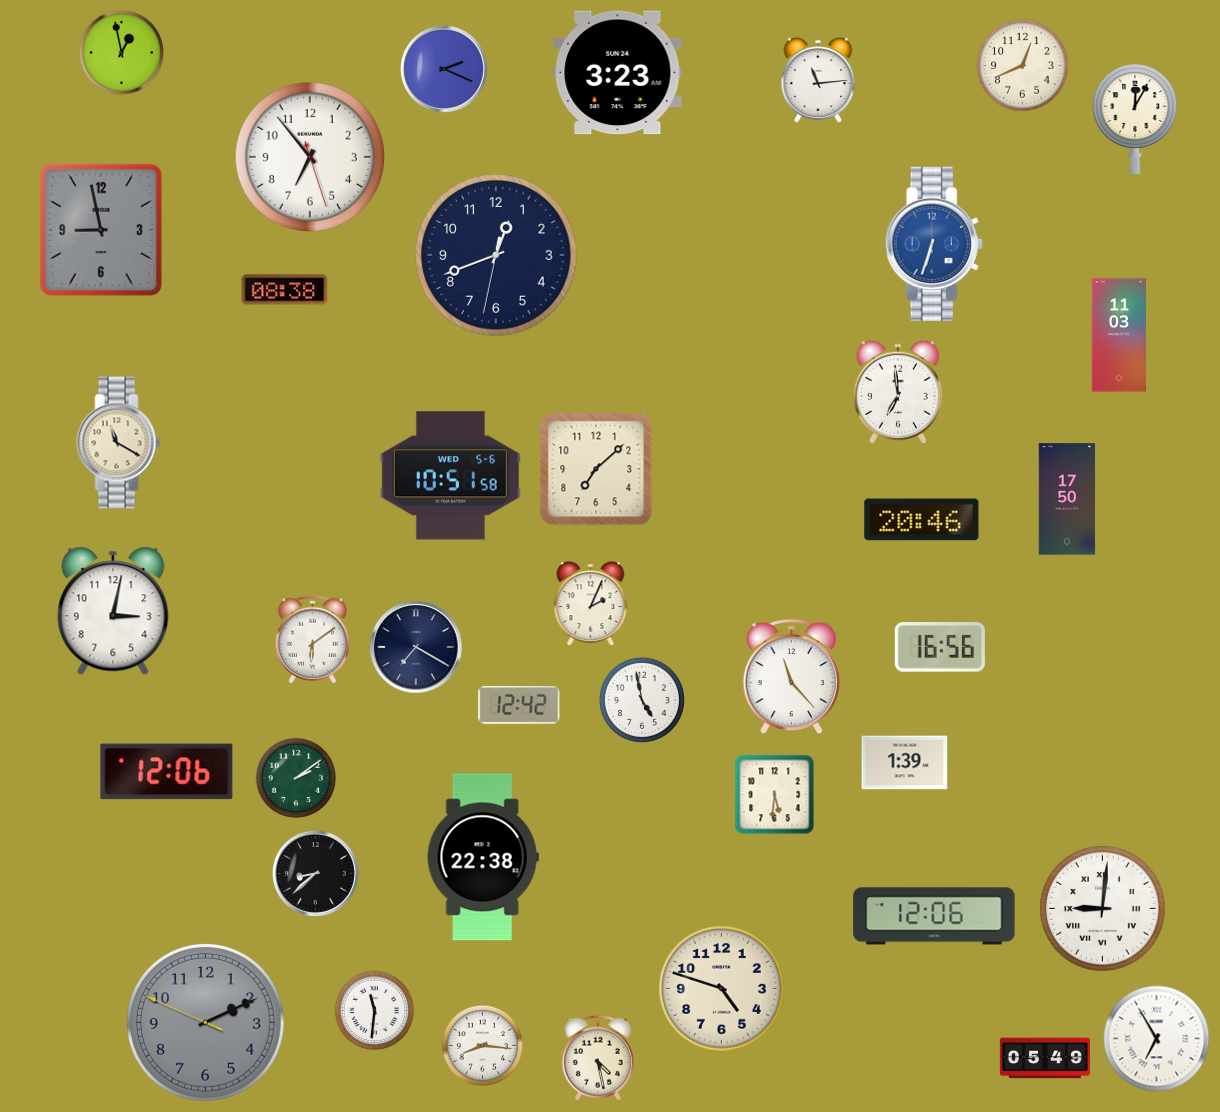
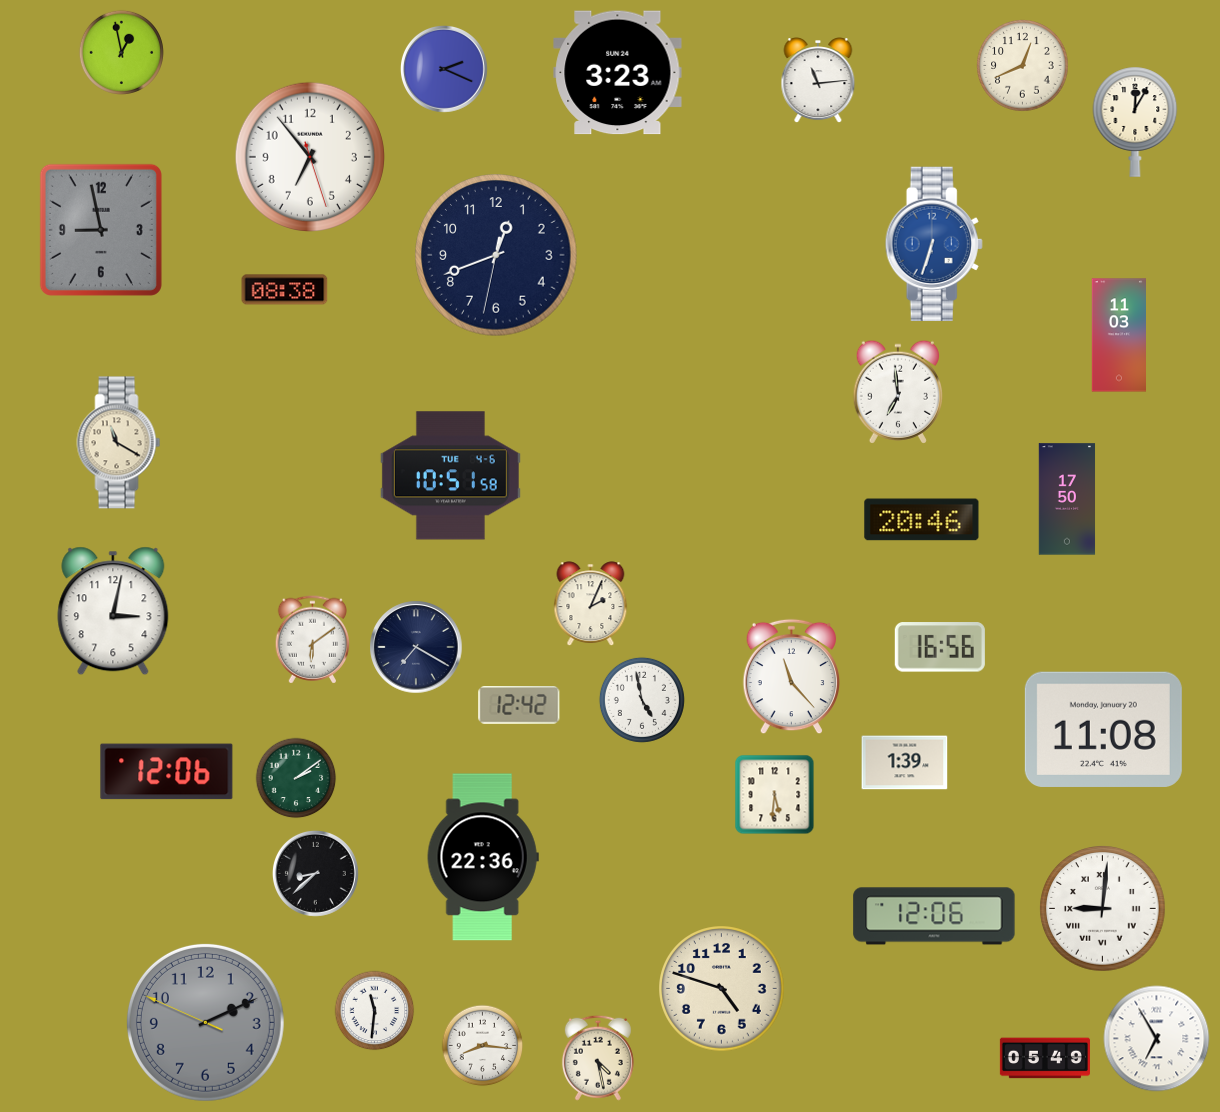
clock at (1135, 119) position: (1135, 119) -> (1135, 122)
clock at (596, 469): 7:08 -> none
clock at (450, 476) date: WED 5-6 -> TUE 4-6
clock at (1103, 729): none -> 11:08
clock at (483, 857): 22:38 -> 22:36
